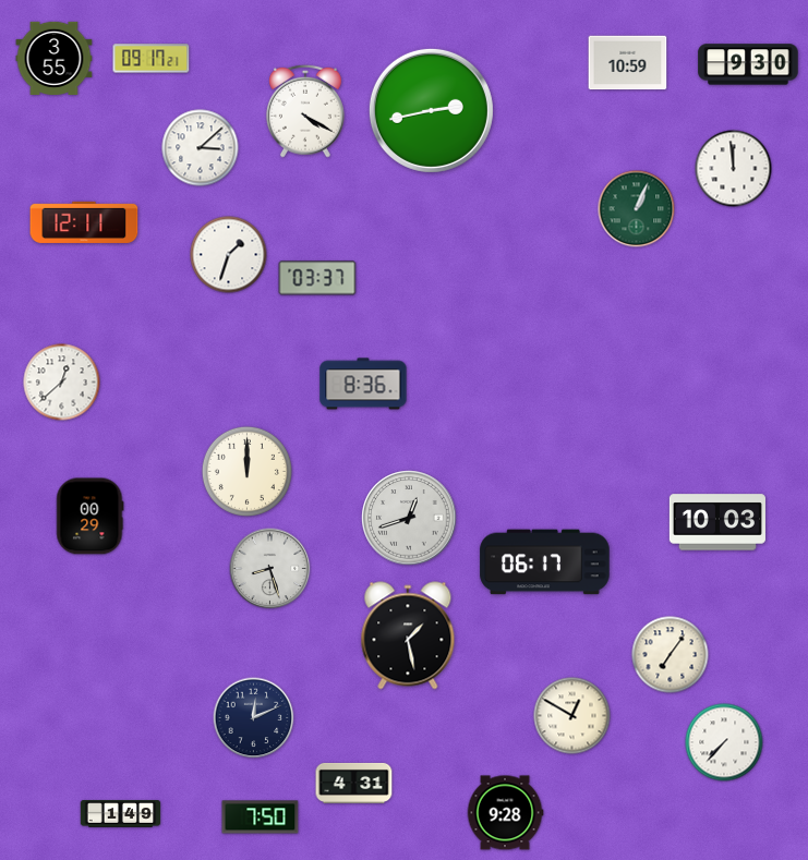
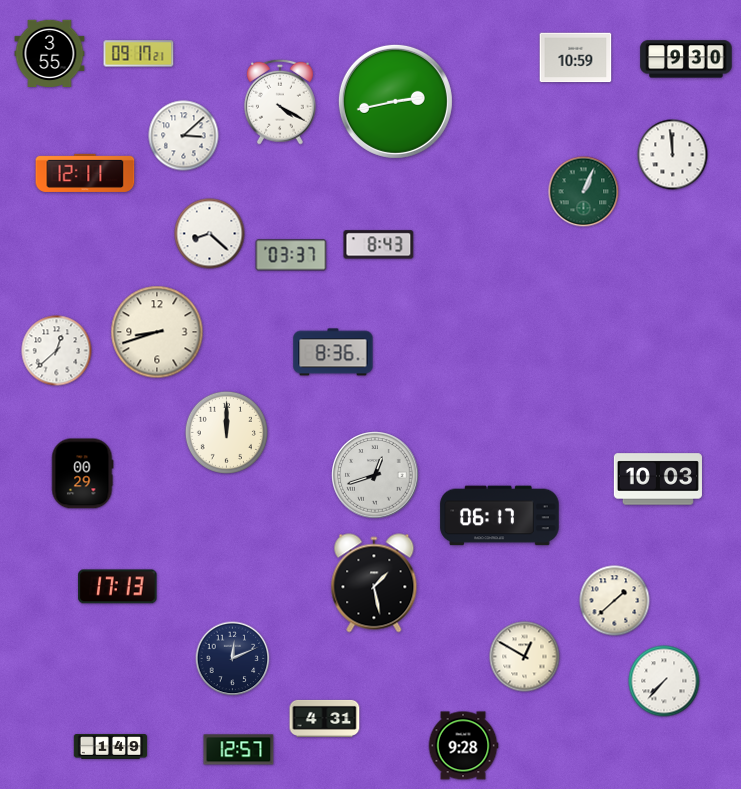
clock at (84, 222) position: (84, 222) -> (85, 173)
clock at (229, 255): 1:33 -> 8:22
clock at (379, 245): none -> 8:43
clock at (157, 332): none -> 8:42
clock at (270, 569): 8:27 -> none
clock at (118, 587): none -> 17:13
clock at (671, 655): 7:06 -> 1:38
clock at (261, 817): 7:50 -> 12:57
